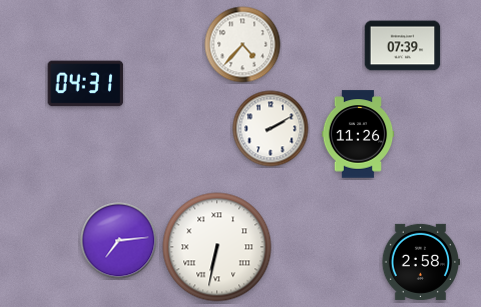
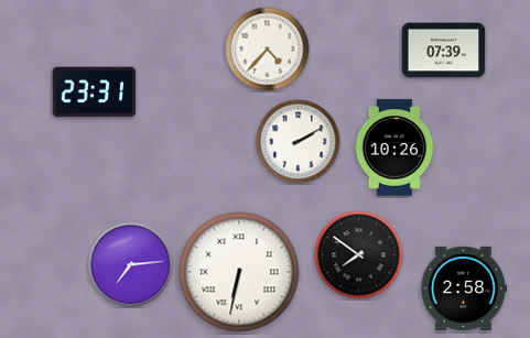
clock at (86, 84): 04:31 -> 23:31
clock at (358, 134): 11:26 -> 10:26
clock at (359, 255): none -> 7:51
